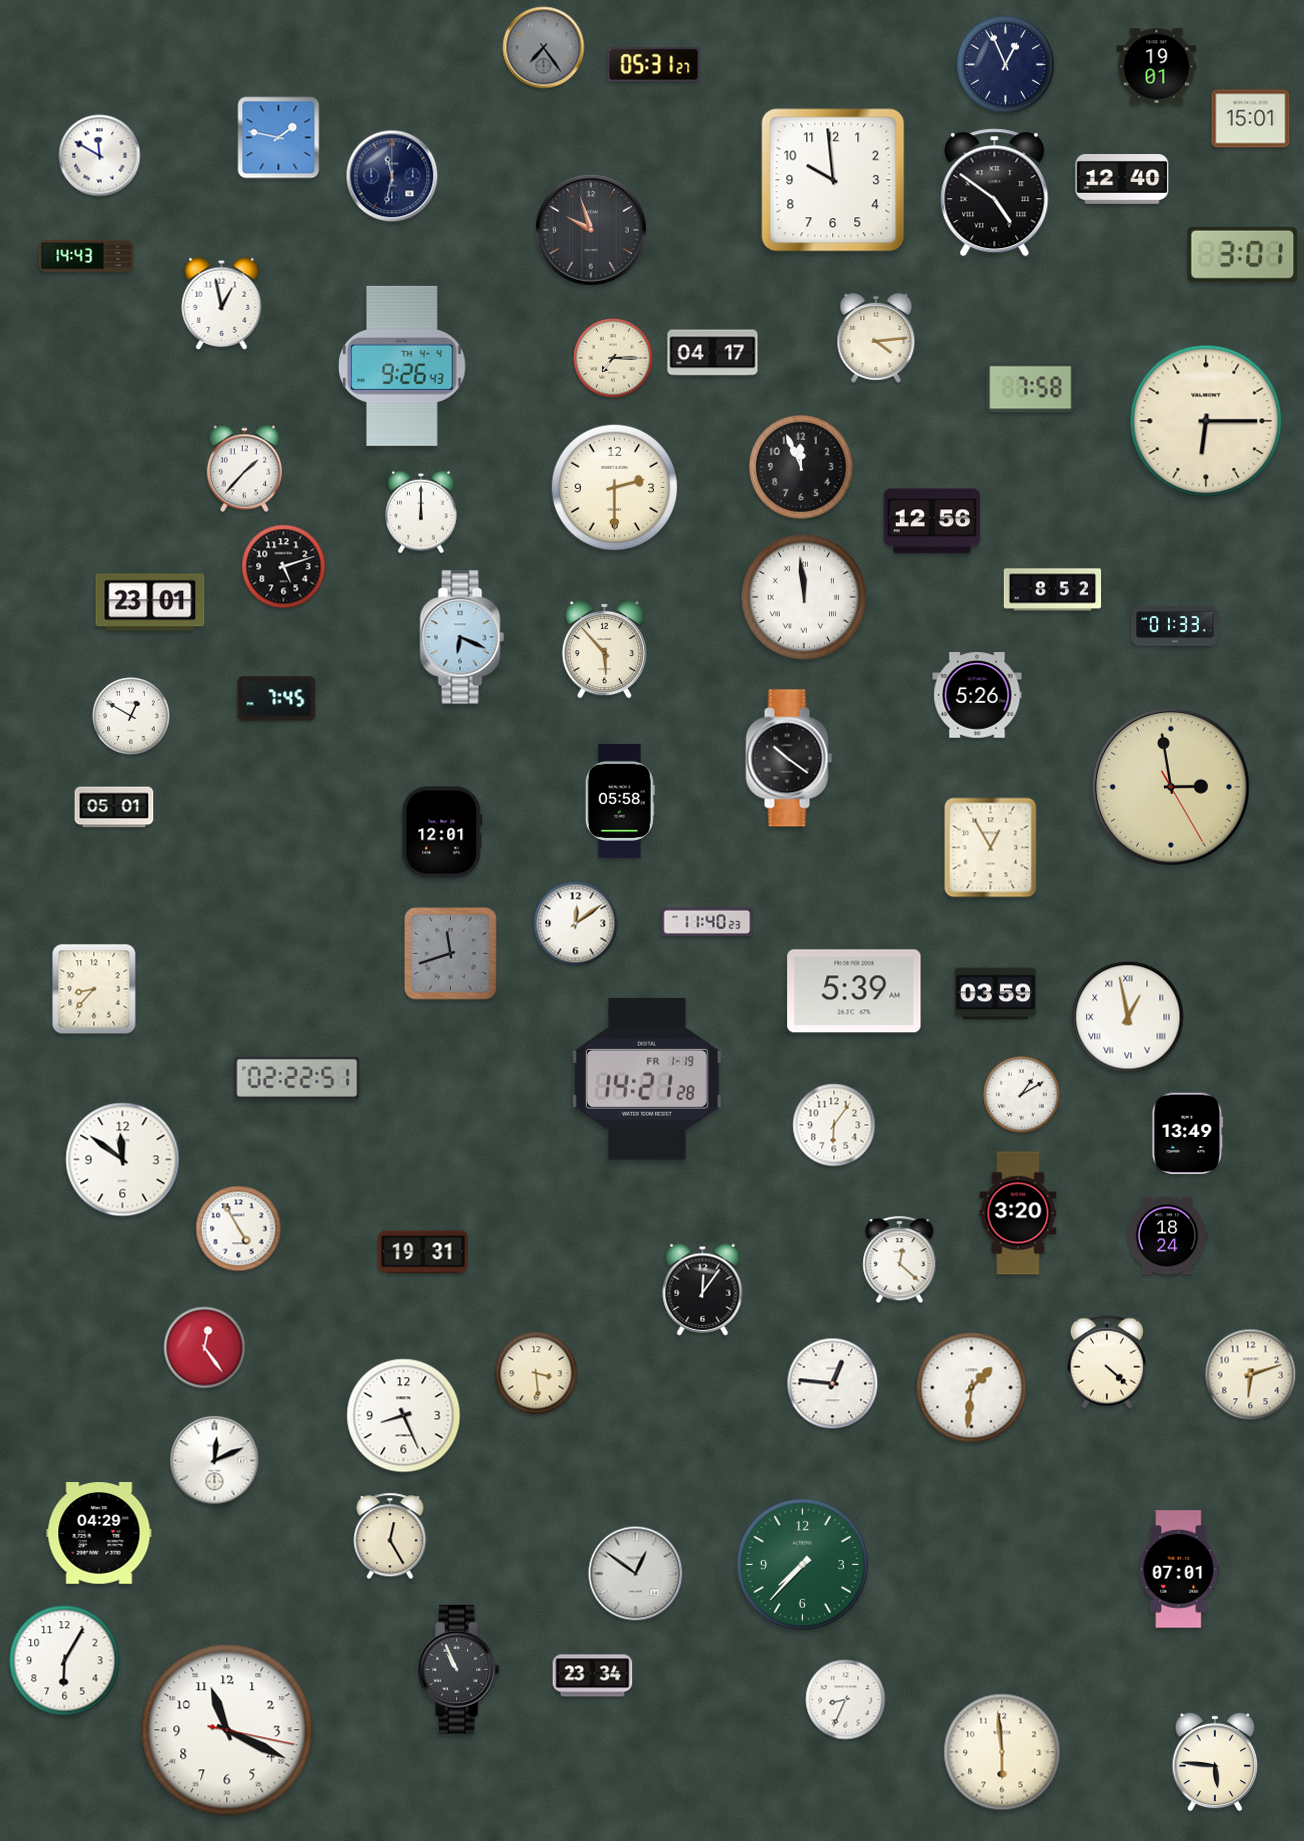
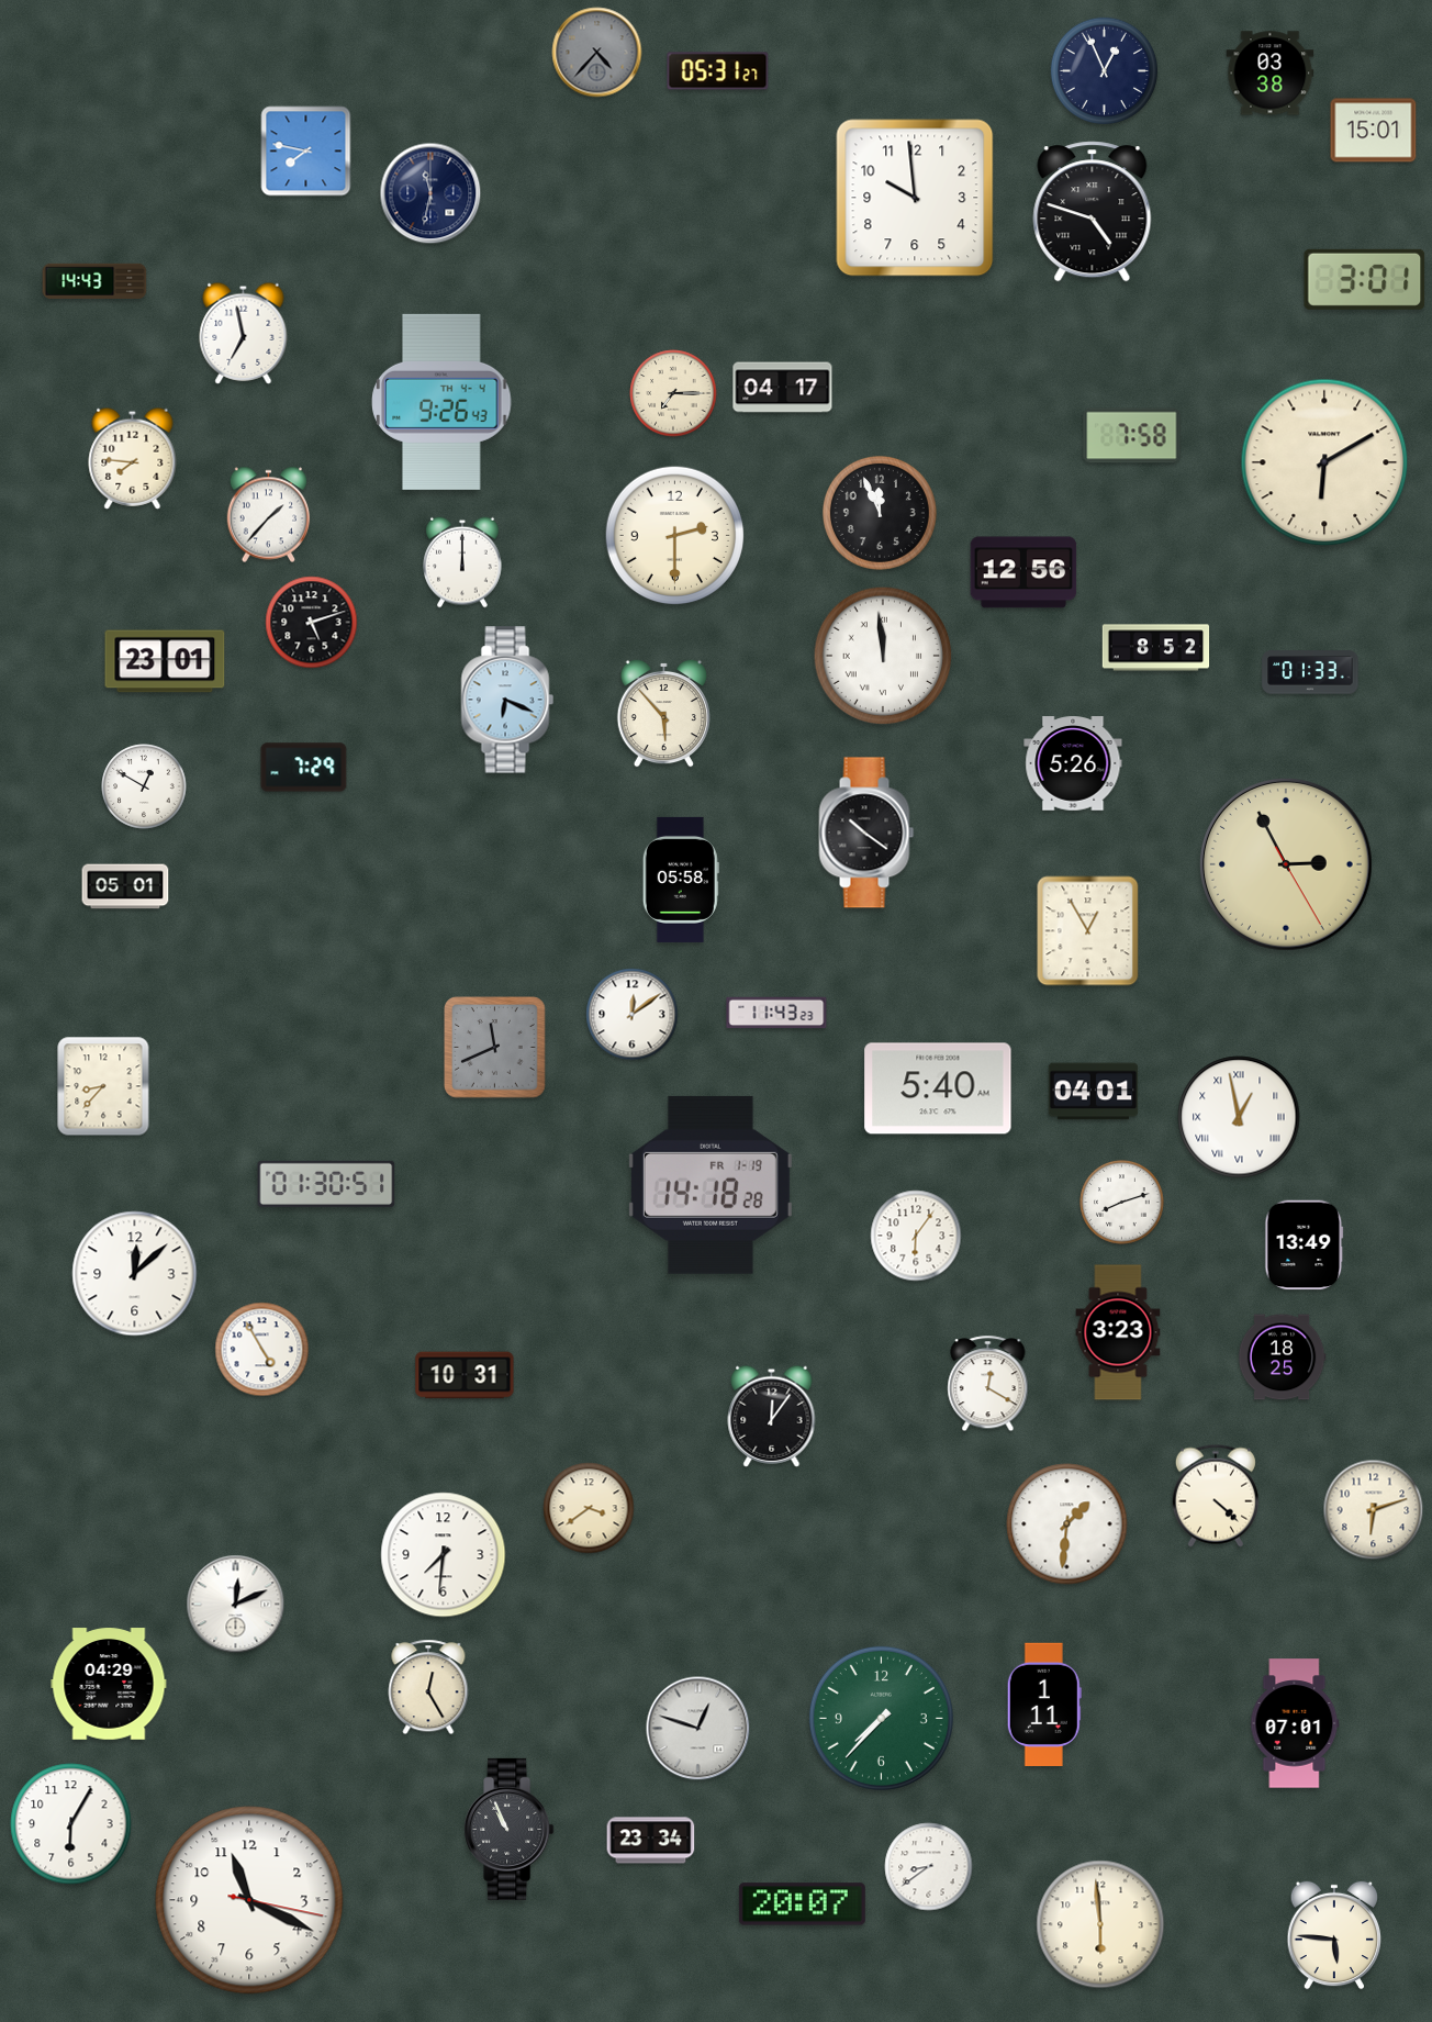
clock at (544, 48): 7:24 -> 4:37
clock at (1157, 67): 19:01 -> 03:38
clock at (279, 138): 1:47 -> 7:47
clock at (100, 156): 11:50 -> none
clock at (1122, 180): 12:40 -> none
clock at (995, 193): 4:51 -> 4:48
clock at (591, 230): 9:57 -> none
clock at (222, 303): 12:58 -> 6:58
clock at (876, 338): 4:14 -> none
clock at (1031, 388) position: (1031, 388) -> (1132, 436)
clock at (133, 458): none -> 7:46
clock at (1206, 421): 6:15 -> 6:10
clock at (1175, 626) position: (1175, 626) -> (1310, 672)
clock at (277, 699): 7:45 -> 7:29
clock at (1171, 787): 2:58 -> 2:55
clock at (442, 832): 12:01 -> none
clock at (707, 922): 11:40 -> 11:43
clock at (451, 954): 11:42 -> 11:41
clock at (854, 991): 5:39 -> 5:40
clock at (996, 994): 03:59 -> 04:01
clock at (297, 1078): 02:22 -> 01:30
clock at (647, 1079): 14:21 -> 14:18
clock at (1022, 1095): 1:10 -> 8:12
clock at (123, 1160): 11:51 -> 12:08
clock at (1018, 1213): 3:20 -> 3:23
clock at (1167, 1236): 18:24 -> 18:25
clock at (423, 1252): 19:31 -> 10:31
clock at (900, 1260): 12:22 -> 12:20
clock at (205, 1348): 12:24 -> none
clock at (536, 1373): 3:29 -> 3:39
clock at (833, 1384): 12:46 -> none
clock at (404, 1416): 8:26 -> 7:31
clock at (1044, 1703): none -> 1:11
clock at (636, 1574): 12:51 -> 12:48
clock at (459, 1669) position: (459, 1669) -> (510, 1829)
clock at (846, 1700): 8:34 -> 8:39
clock at (802, 1904): none -> 20:07
